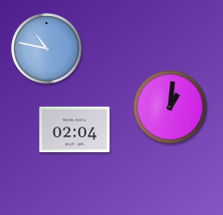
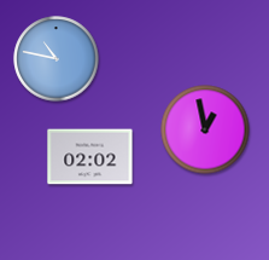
clock at (170, 107): 1:01 -> 12:58
clock at (75, 130): 02:04 -> 02:02
